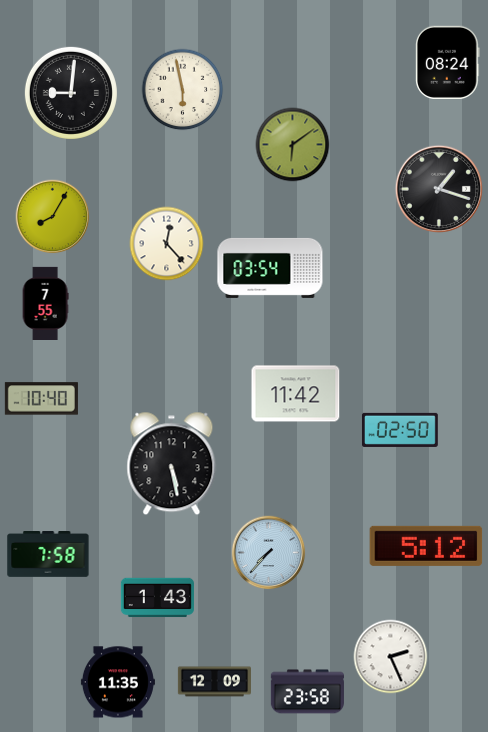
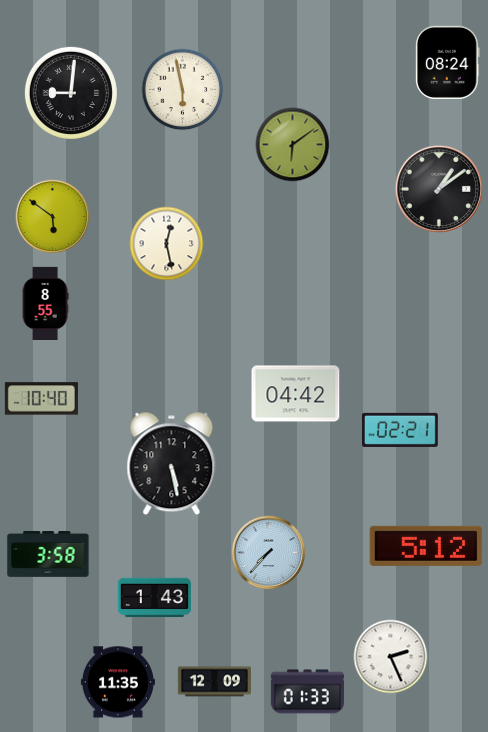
clock at (438, 188): 1:18 -> 1:09
clock at (53, 217): 8:05 -> 5:51
clock at (167, 244): 12:23 -> 12:28
clock at (270, 268): 03:54 -> none
clock at (45, 303): 7:55 -> 8:55
clock at (296, 394): 11:42 -> 04:42
clock at (400, 430): 02:50 -> 02:21
clock at (48, 555): 7:58 -> 3:58
clock at (157, 598) position: (157, 598) -> (154, 598)
clock at (307, 692): 23:58 -> 01:33
